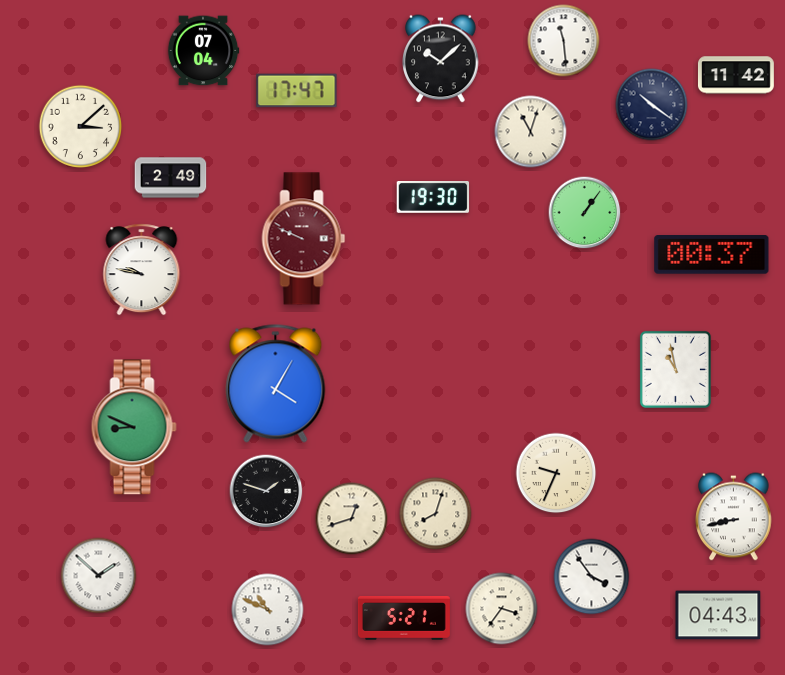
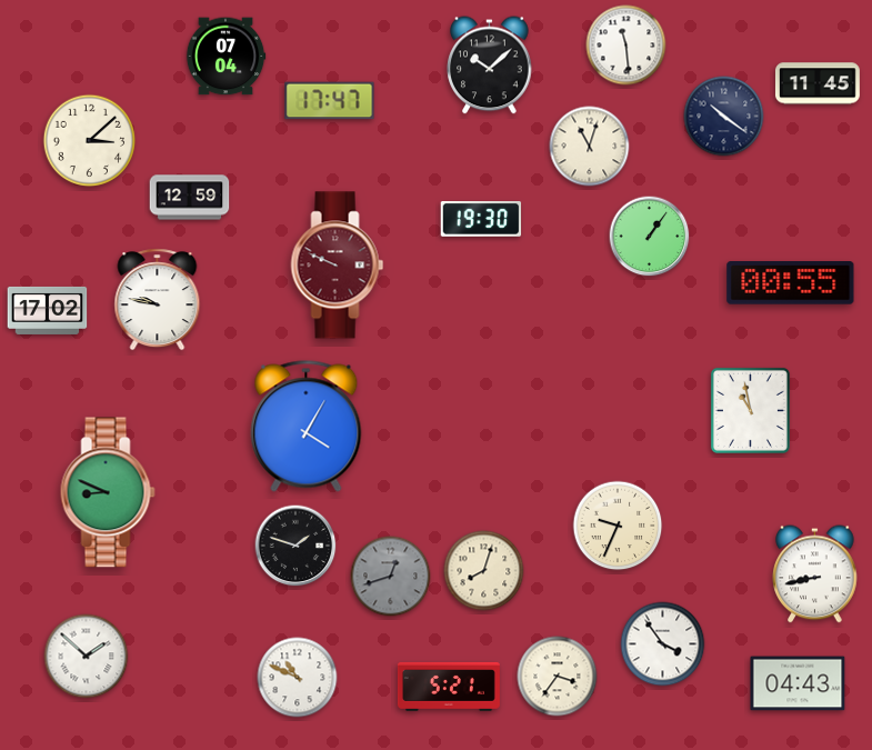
clock at (736, 75): 11:42 -> 11:45
clock at (171, 178): 2:49 -> 12:59
clock at (712, 255): 00:37 -> 00:55
clock at (48, 310): none -> 17:02
clock at (134, 427) position: (134, 427) -> (108, 492)
clock at (352, 519) dial: cream -> grey
clock at (99, 576) position: (99, 576) -> (87, 657)
clock at (592, 577) position: (592, 577) -> (663, 644)
